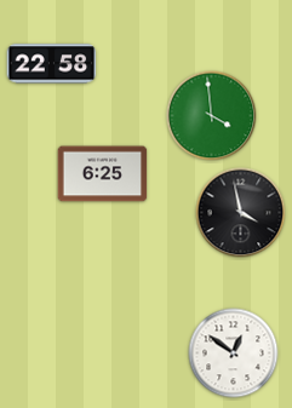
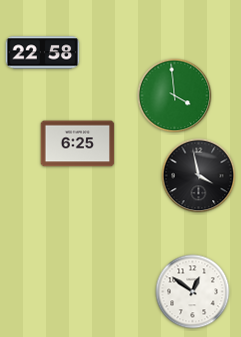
clock at (103, 174) position: (103, 174) -> (78, 144)
